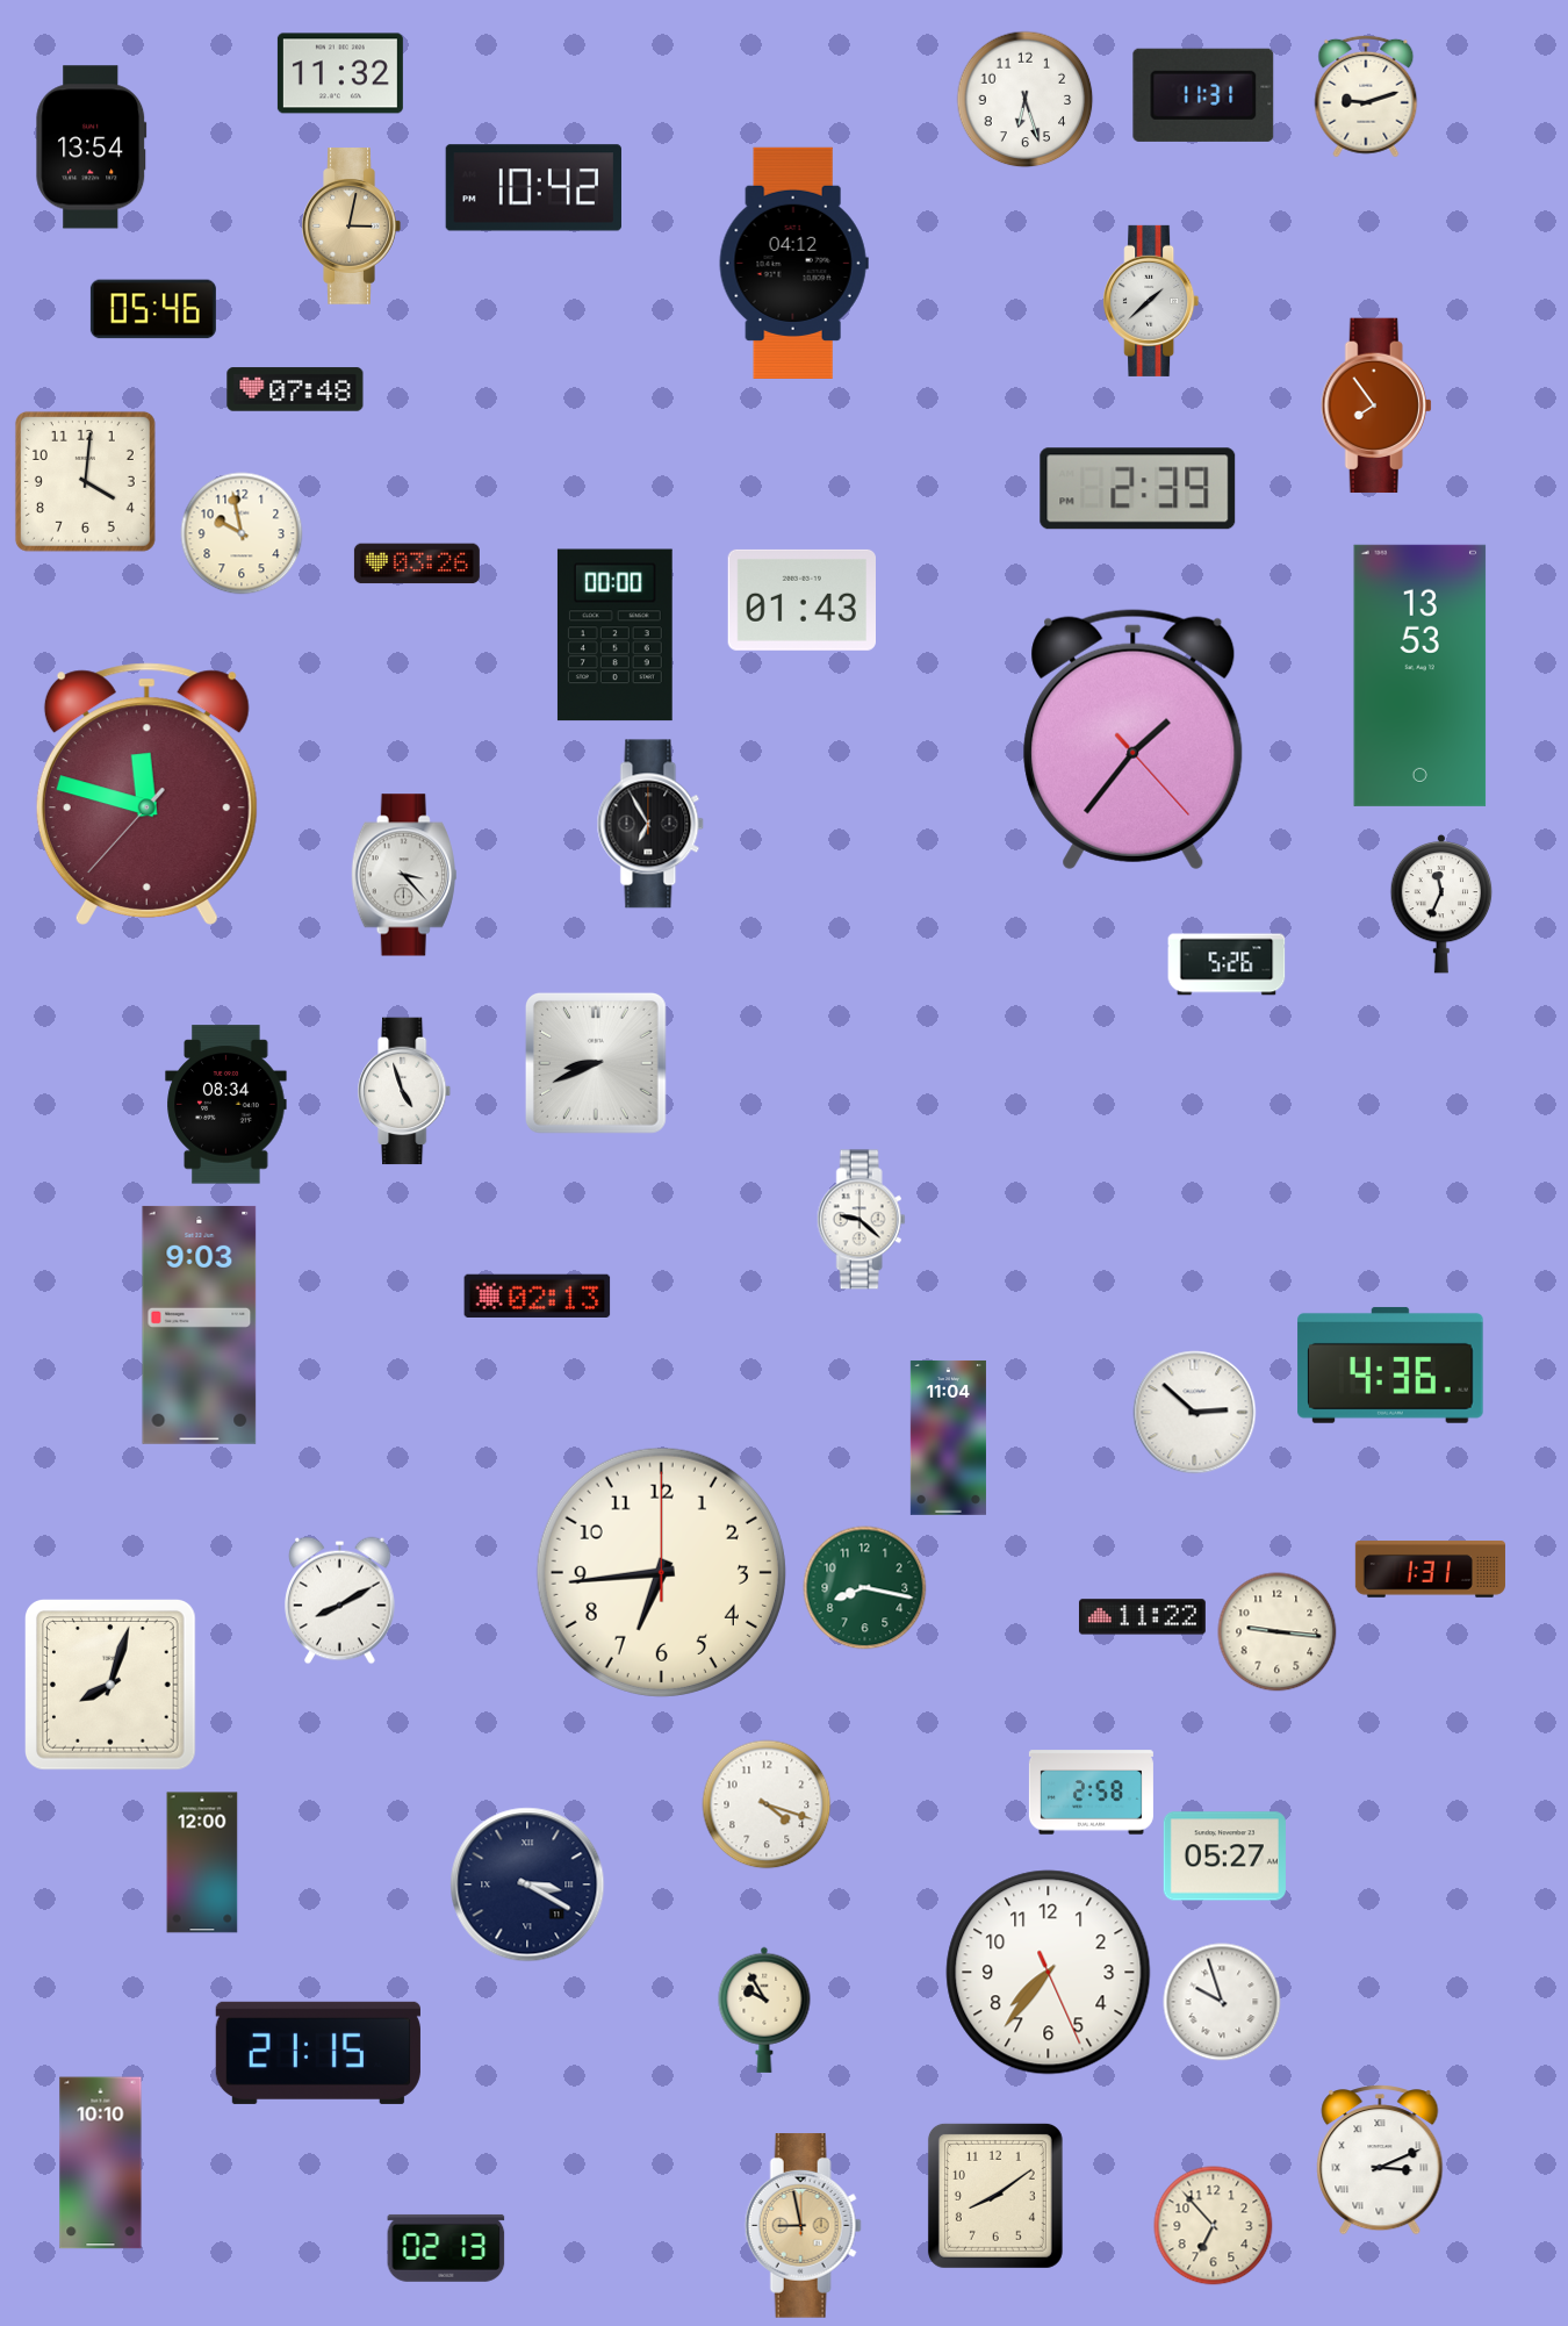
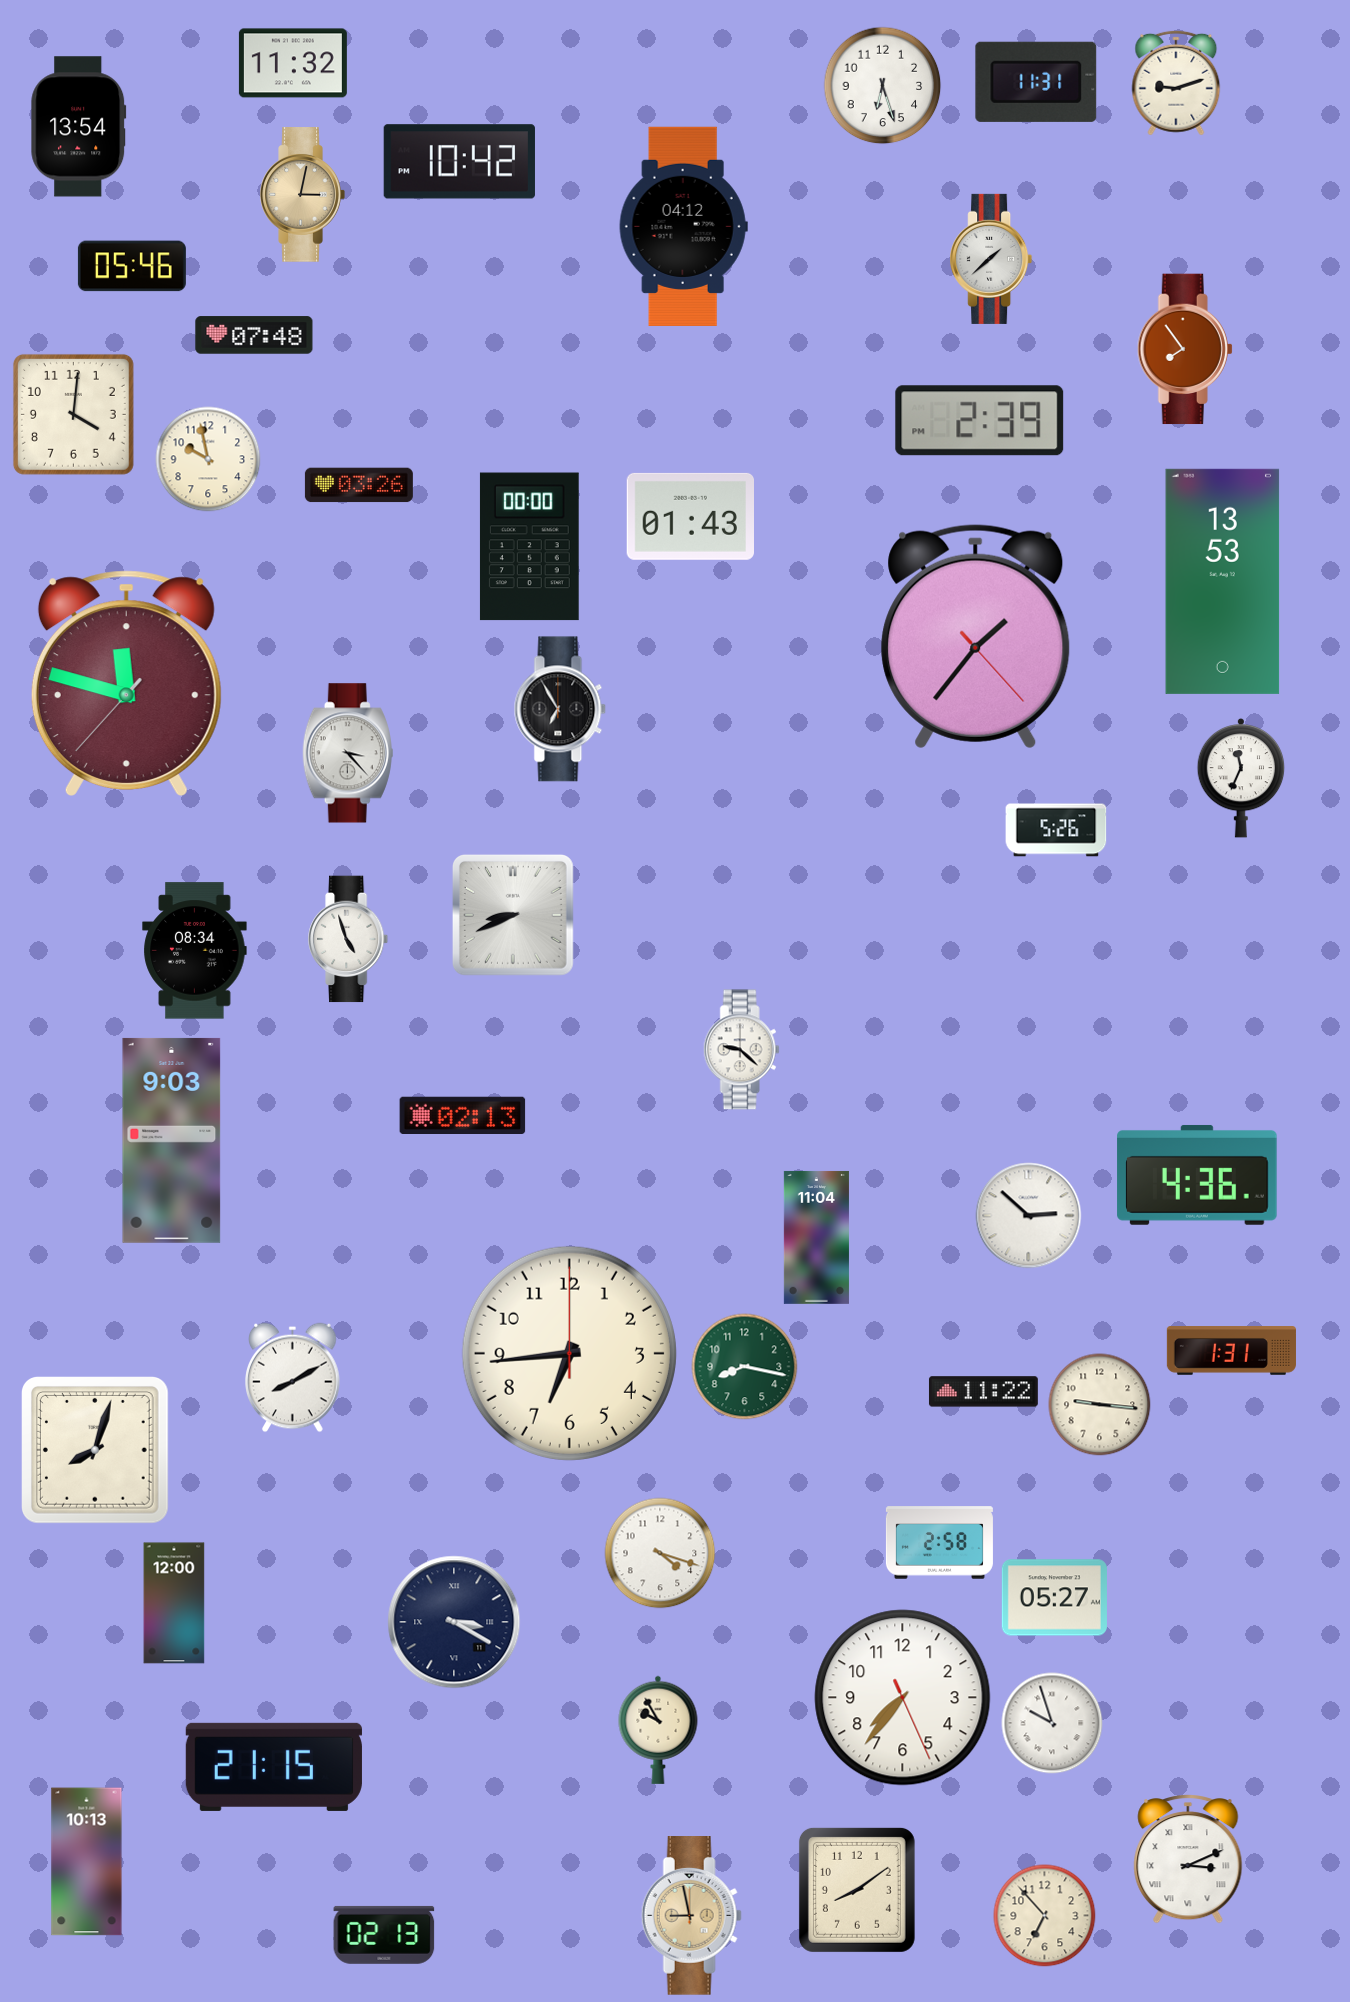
clock at (101, 2163): 10:10 -> 10:13
